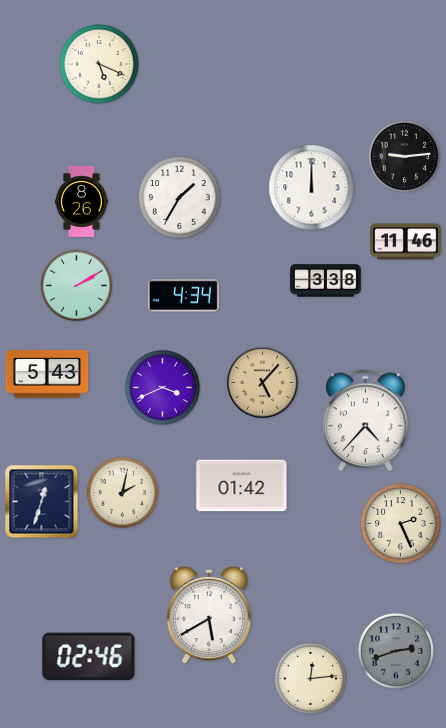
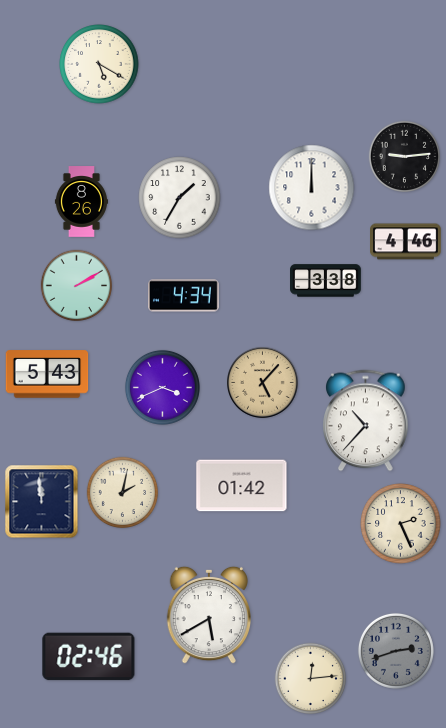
clock at (99, 64): 5:19 -> 5:20
clock at (406, 242): 11:46 -> 4:46
clock at (366, 421): 4:37 -> 10:37
clock at (42, 502): 12:33 -> 11:59
